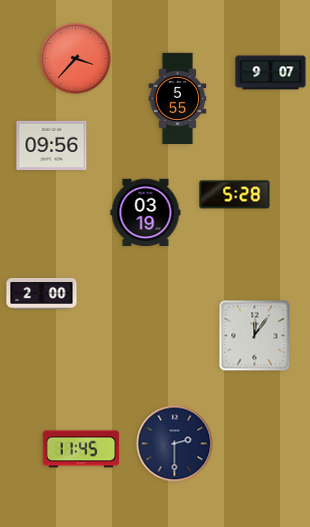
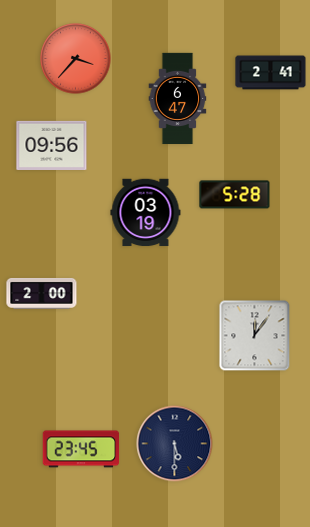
clock at (271, 73): 9:07 -> 2:41
clock at (178, 99): 5:55 -> 6:47
clock at (175, 444): 2:30 -> 5:30
clock at (81, 449): 11:45 -> 23:45
